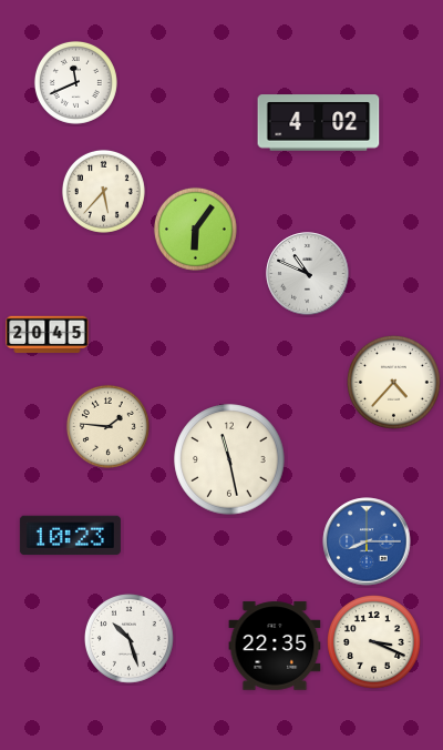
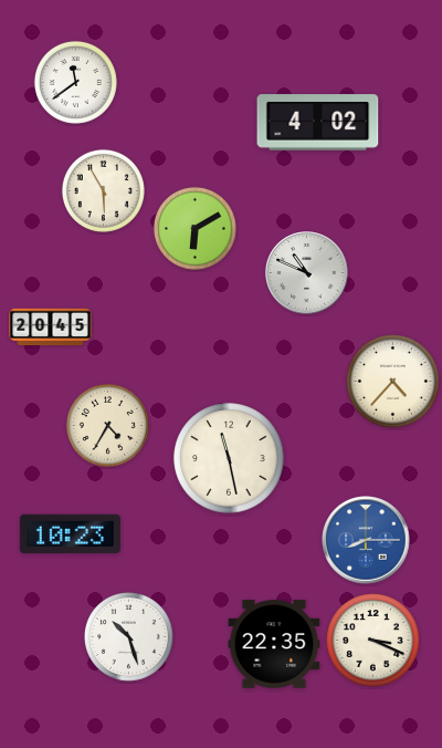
clock at (75, 82): 11:41 -> 11:39
clock at (103, 191): 5:37 -> 5:55
clock at (195, 229): 6:06 -> 6:10
clock at (48, 335) position: (48, 335) -> (51, 328)
clock at (107, 426): 1:46 -> 4:35
